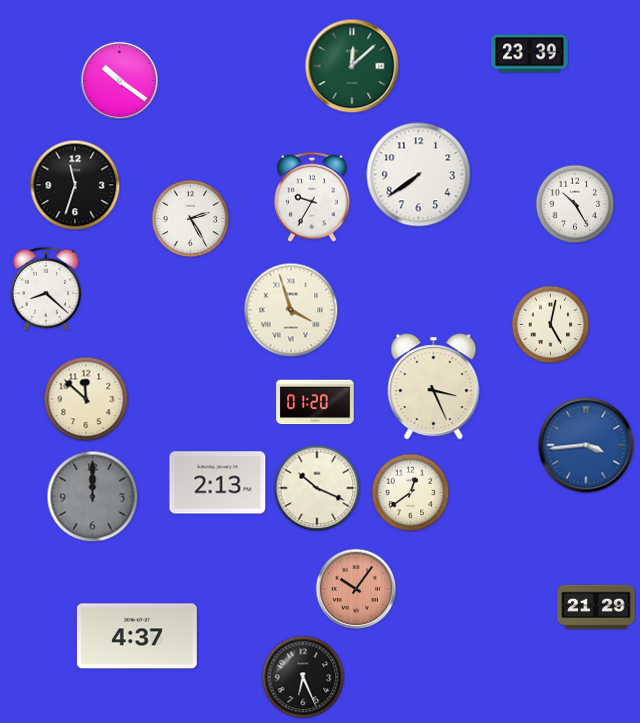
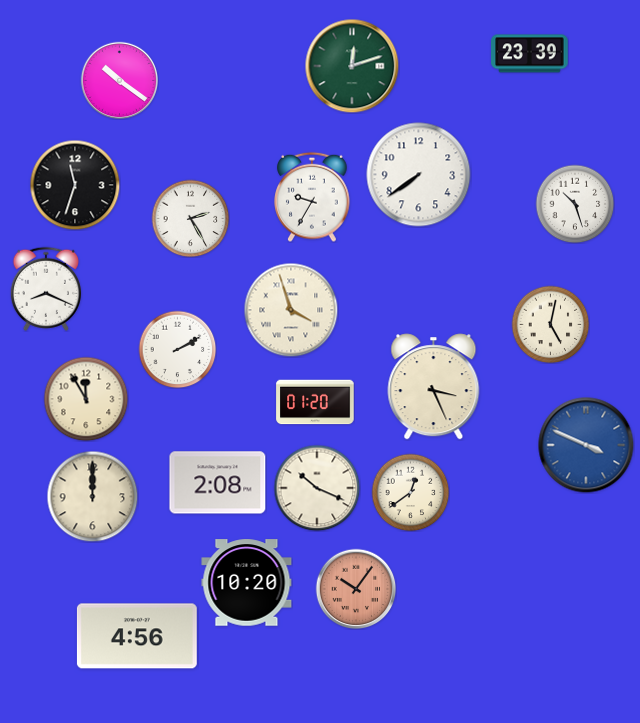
clock at (352, 66): 12:08 -> 12:12
clock at (575, 204): 10:25 -> 10:27
clock at (46, 289): 8:22 -> 8:19
clock at (177, 349): none -> 2:10
clock at (86, 399): 11:52 -> 11:55
clock at (586, 445): 3:44 -> 3:49
clock at (218, 483): 2:13 -> 2:08
clock at (92, 496) dial: grey -> cream
clock at (247, 583): none -> 10:20
clock at (596, 607): 21:29 -> none
clock at (137, 636): 4:37 -> 4:56
clock at (303, 677): 6:26 -> none
